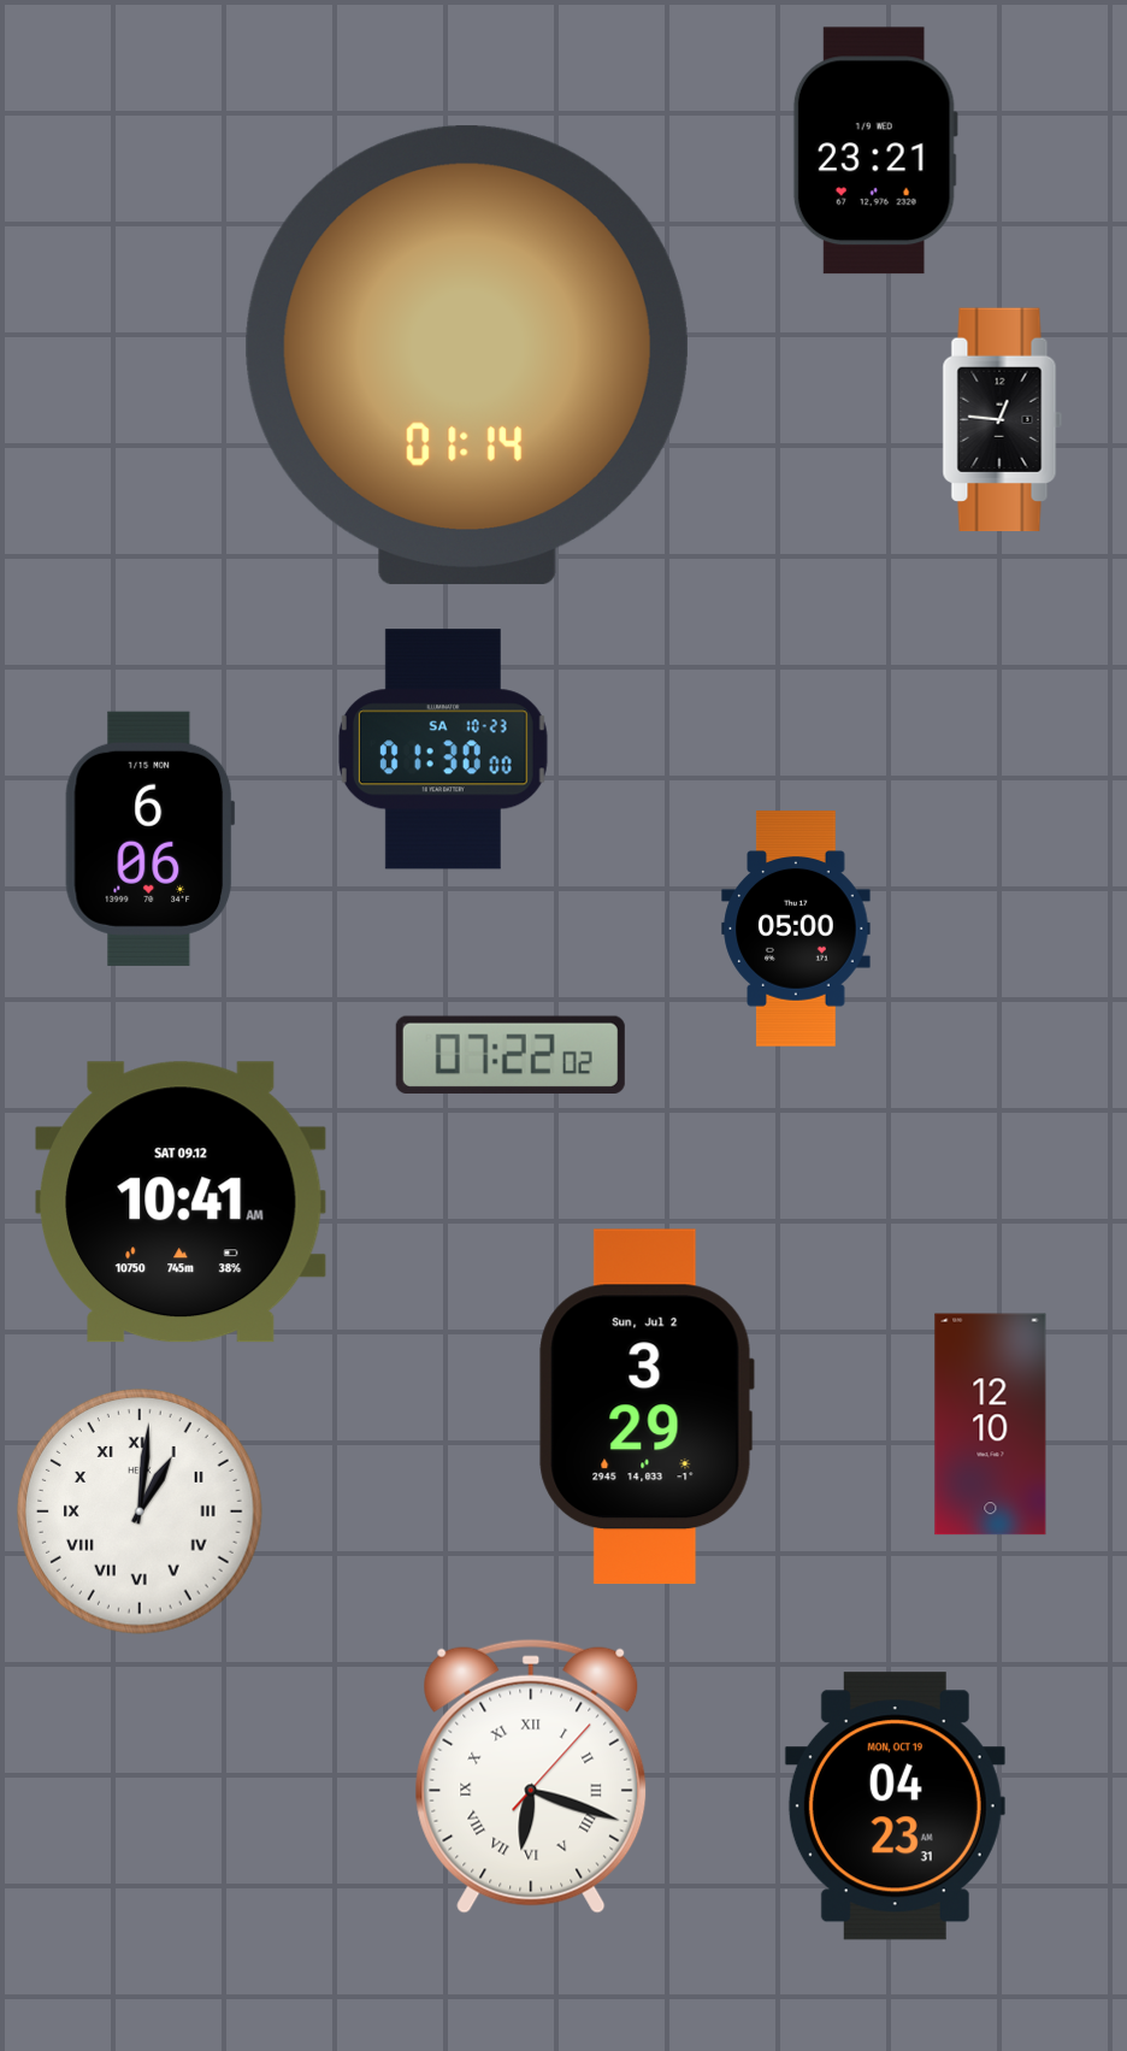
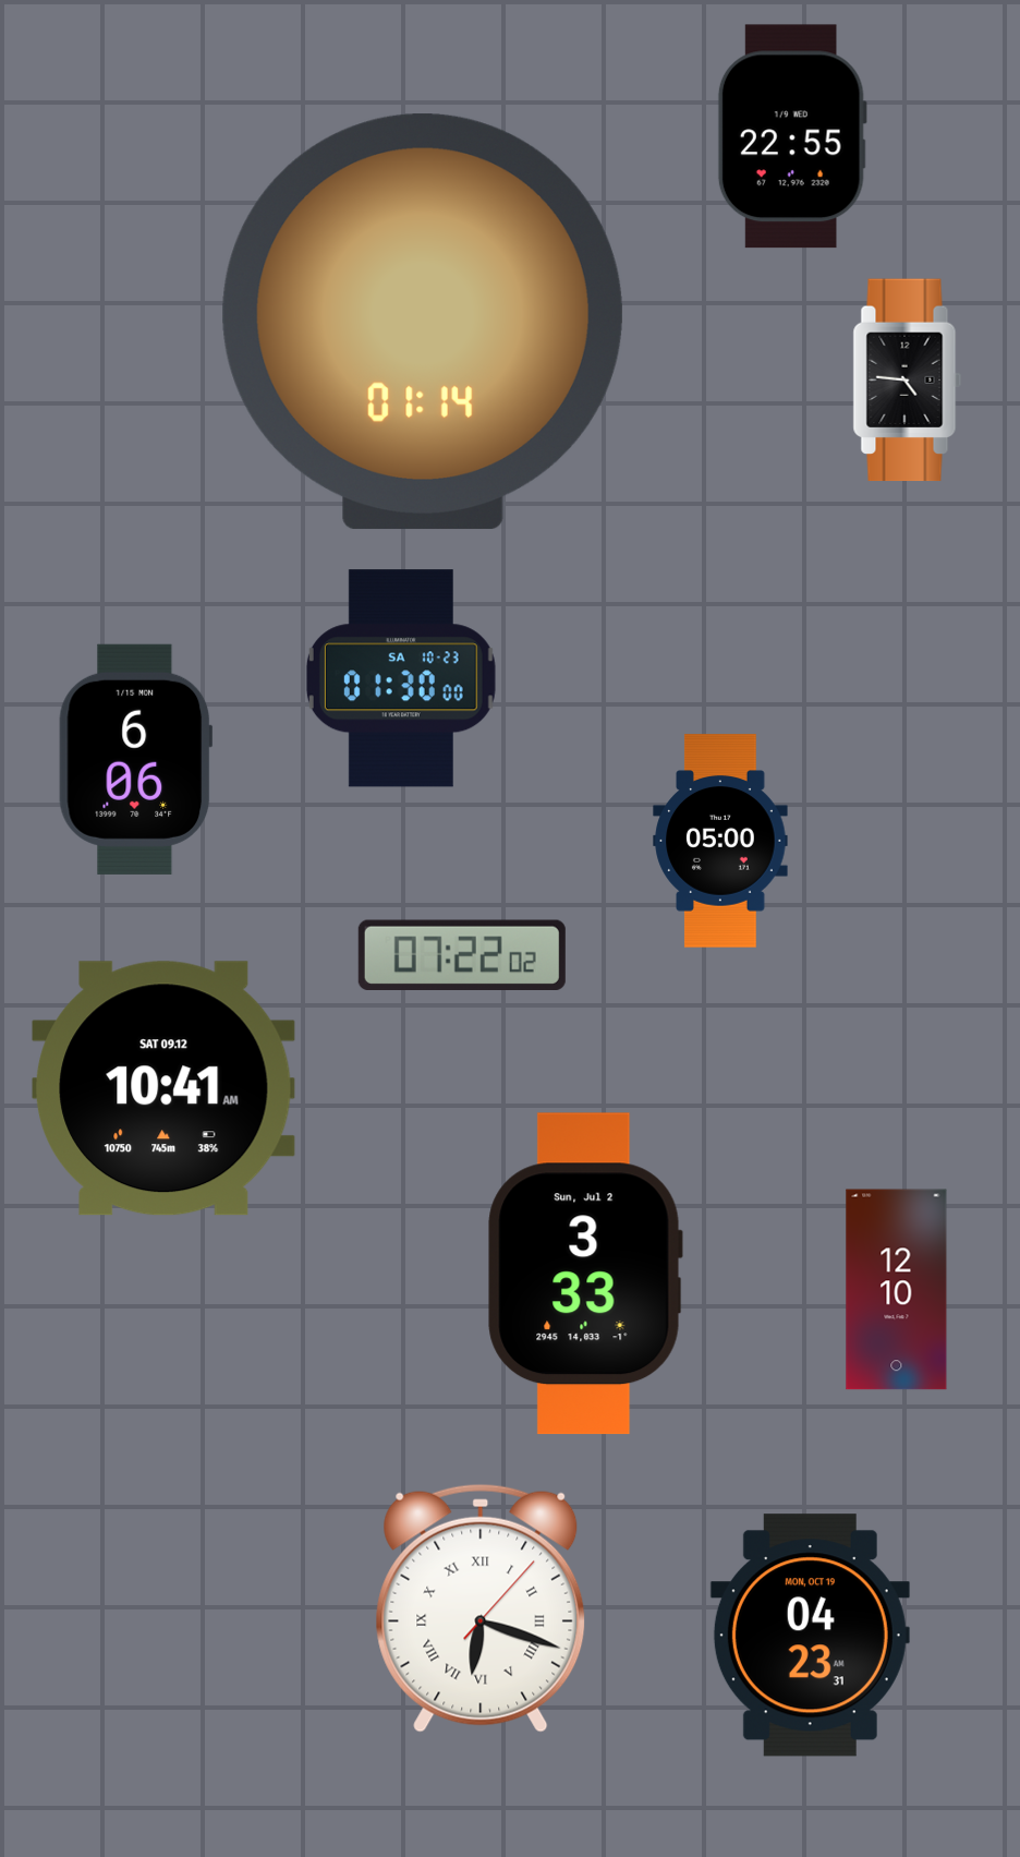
clock at (875, 151): 23:21 -> 22:55
clock at (1003, 420): 12:46 -> 4:46
clock at (647, 1407): 3:29 -> 3:33
clock at (140, 1511): 1:01 -> none
